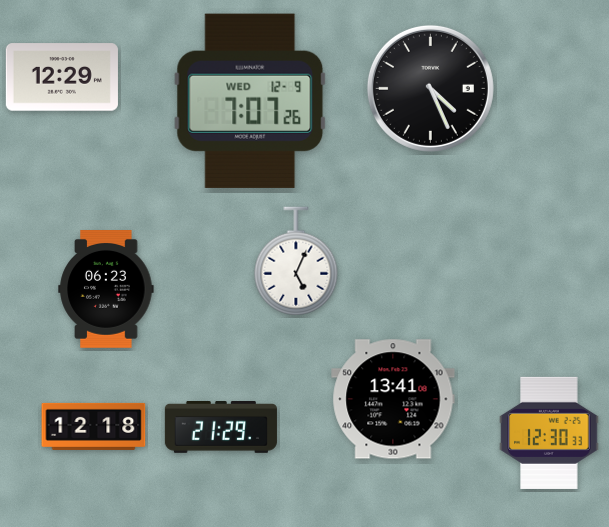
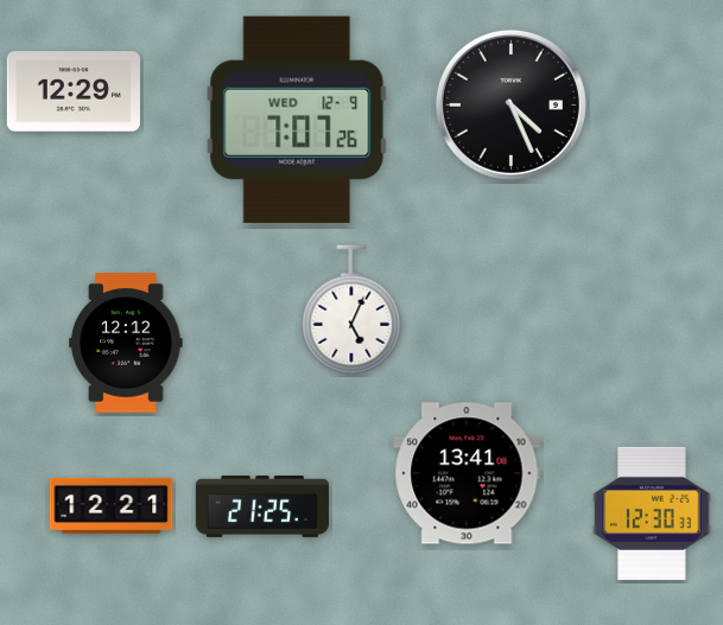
clock at (106, 290): 06:23 -> 12:12
clock at (94, 426): 12:18 -> 12:21
clock at (221, 428): 21:29 -> 21:25
